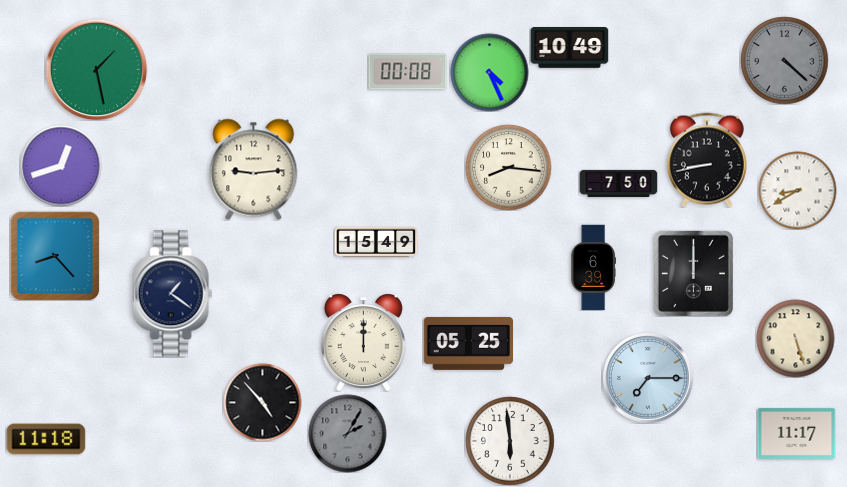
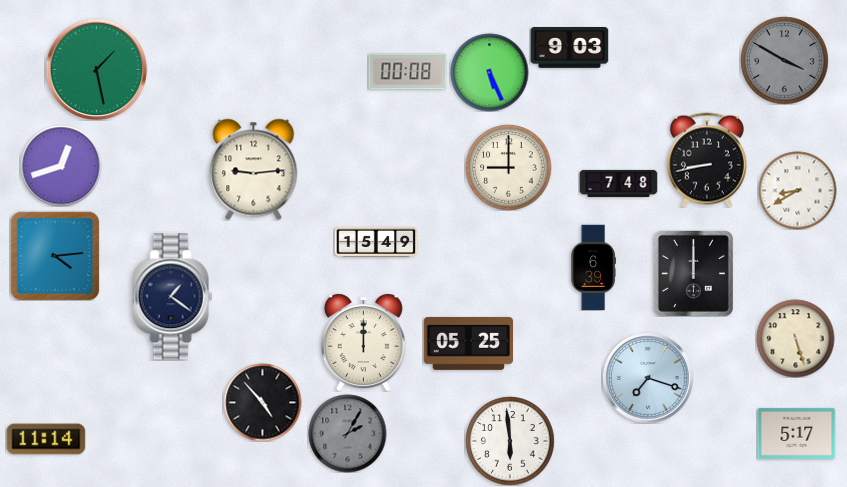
clock at (569, 48): 10:49 -> 9:03
clock at (784, 60): 4:22 -> 3:50
clock at (489, 72): 4:26 -> 5:26
clock at (508, 167): 8:16 -> 9:00
clock at (618, 183): 7:50 -> 7:48
clock at (55, 256): 8:23 -> 4:14
clock at (173, 294) position: (173, 294) -> (173, 297)
clock at (648, 378): 7:15 -> 7:18
clock at (796, 433): 11:17 -> 5:17
clock at (46, 439): 11:18 -> 11:14
